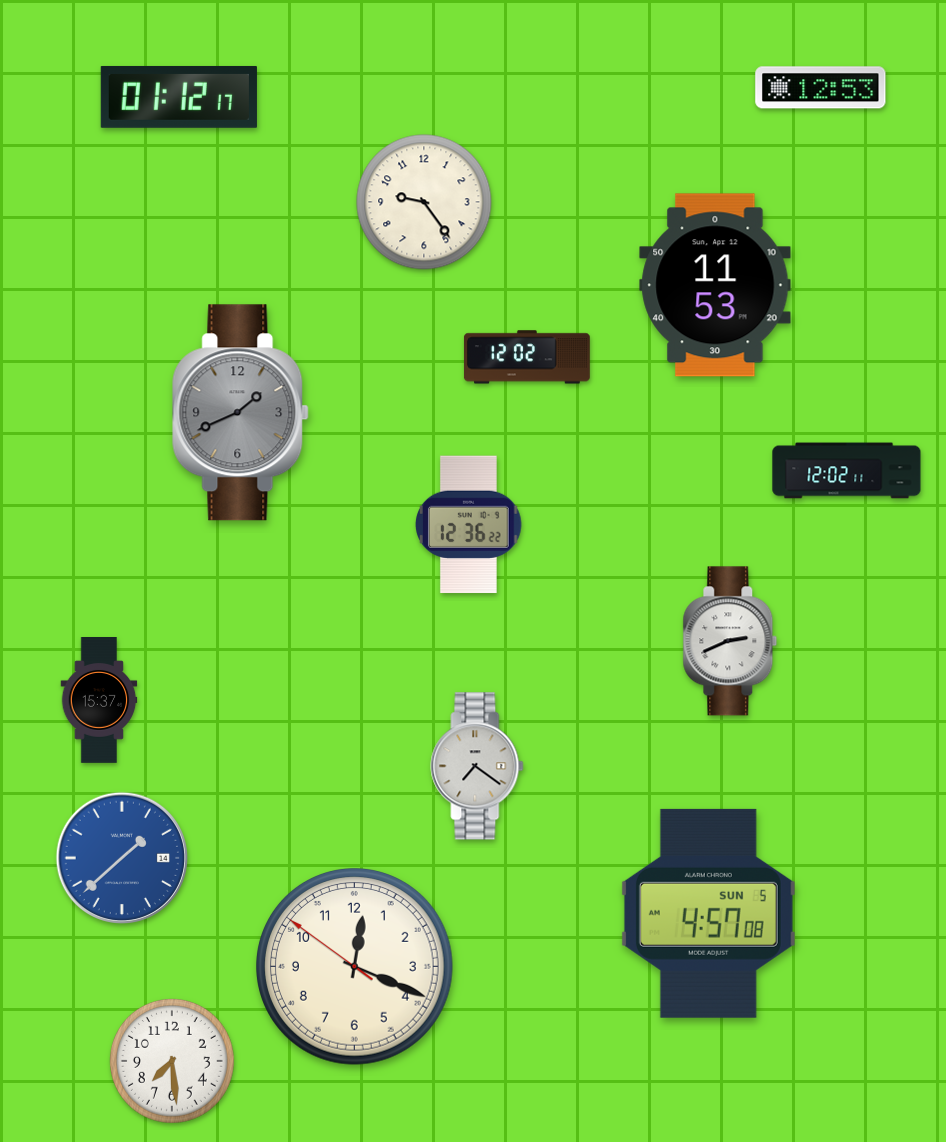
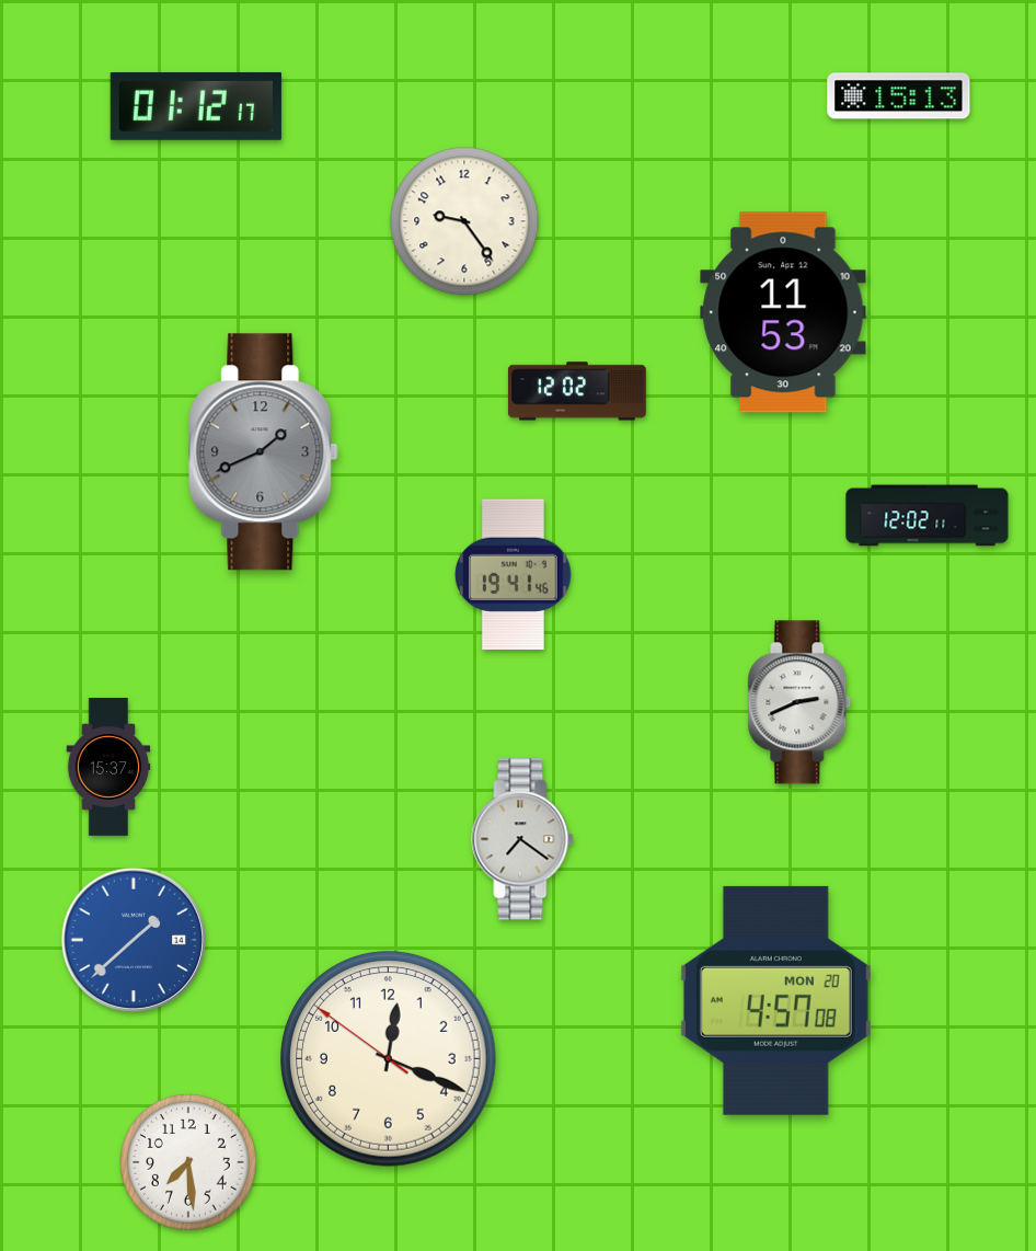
clock at (821, 88): 12:53 -> 15:13
clock at (469, 525): 12:36 -> 19:41
clock at (708, 913) date: SUN 5 -> MON 20
